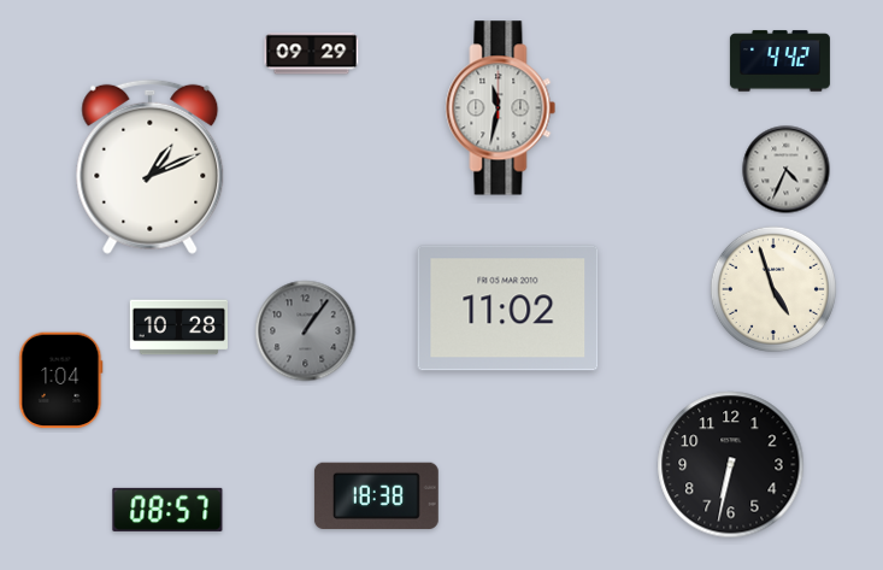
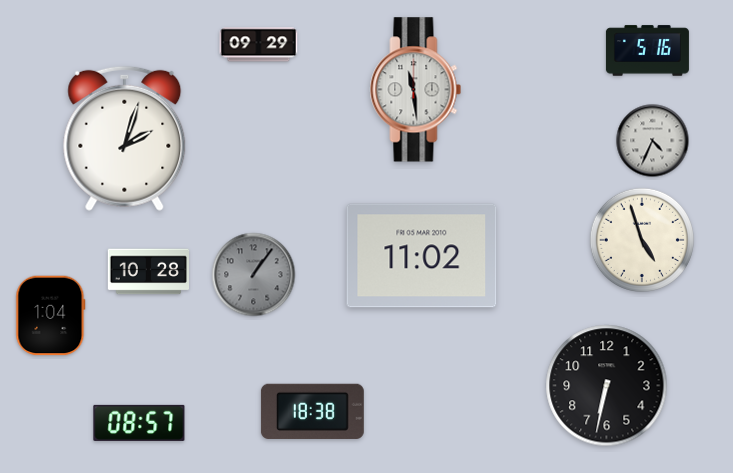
clock at (779, 61): 4:42 -> 5:16
clock at (501, 108): 11:32 -> 11:29
clock at (151, 166): 1:11 -> 2:03
